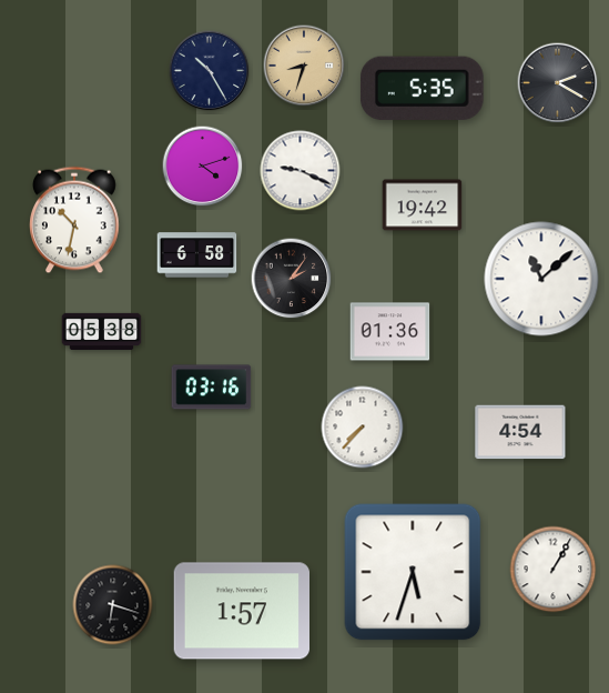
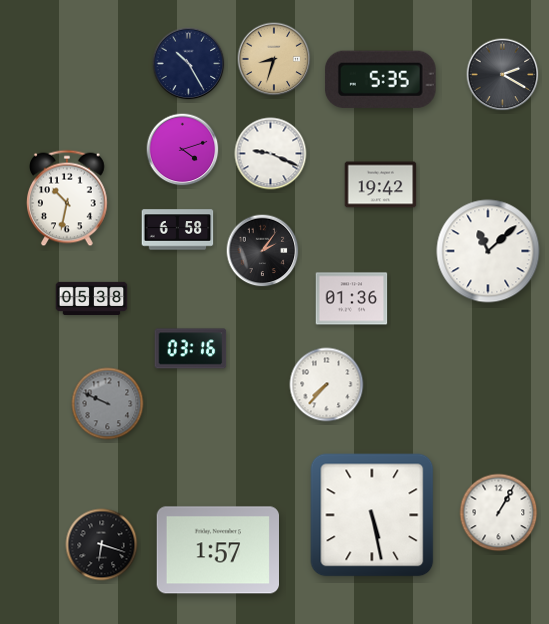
clock at (520, 432): 4:54 -> none
clock at (108, 404): none -> 9:49
clock at (413, 572): 5:33 -> 5:28
